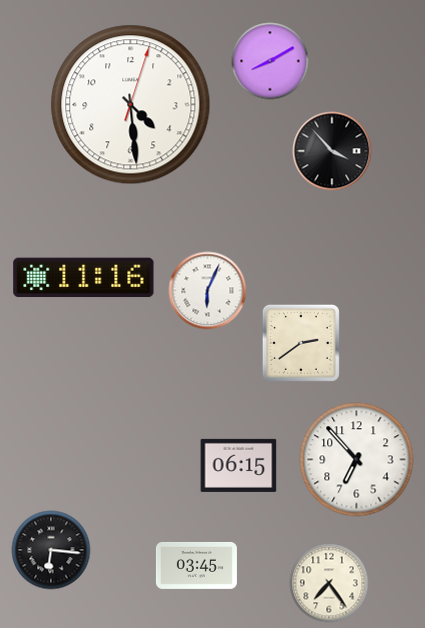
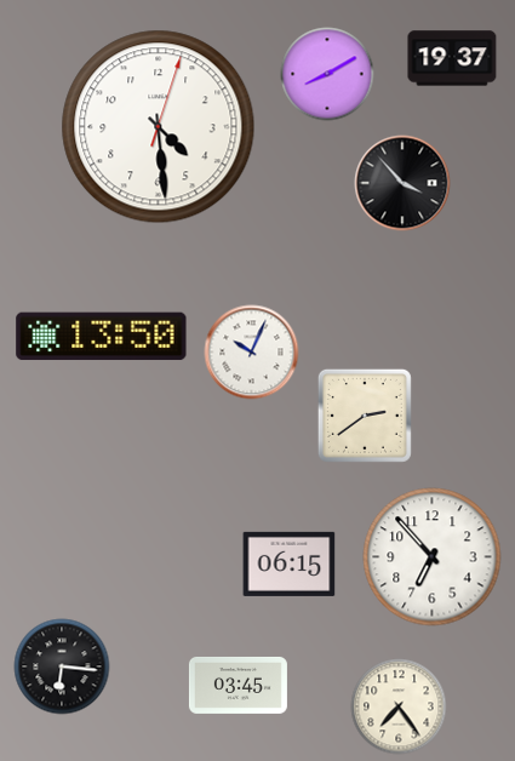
clock at (452, 58): none -> 19:37
clock at (84, 278): 11:16 -> 13:50
clock at (208, 291): 6:04 -> 10:04
